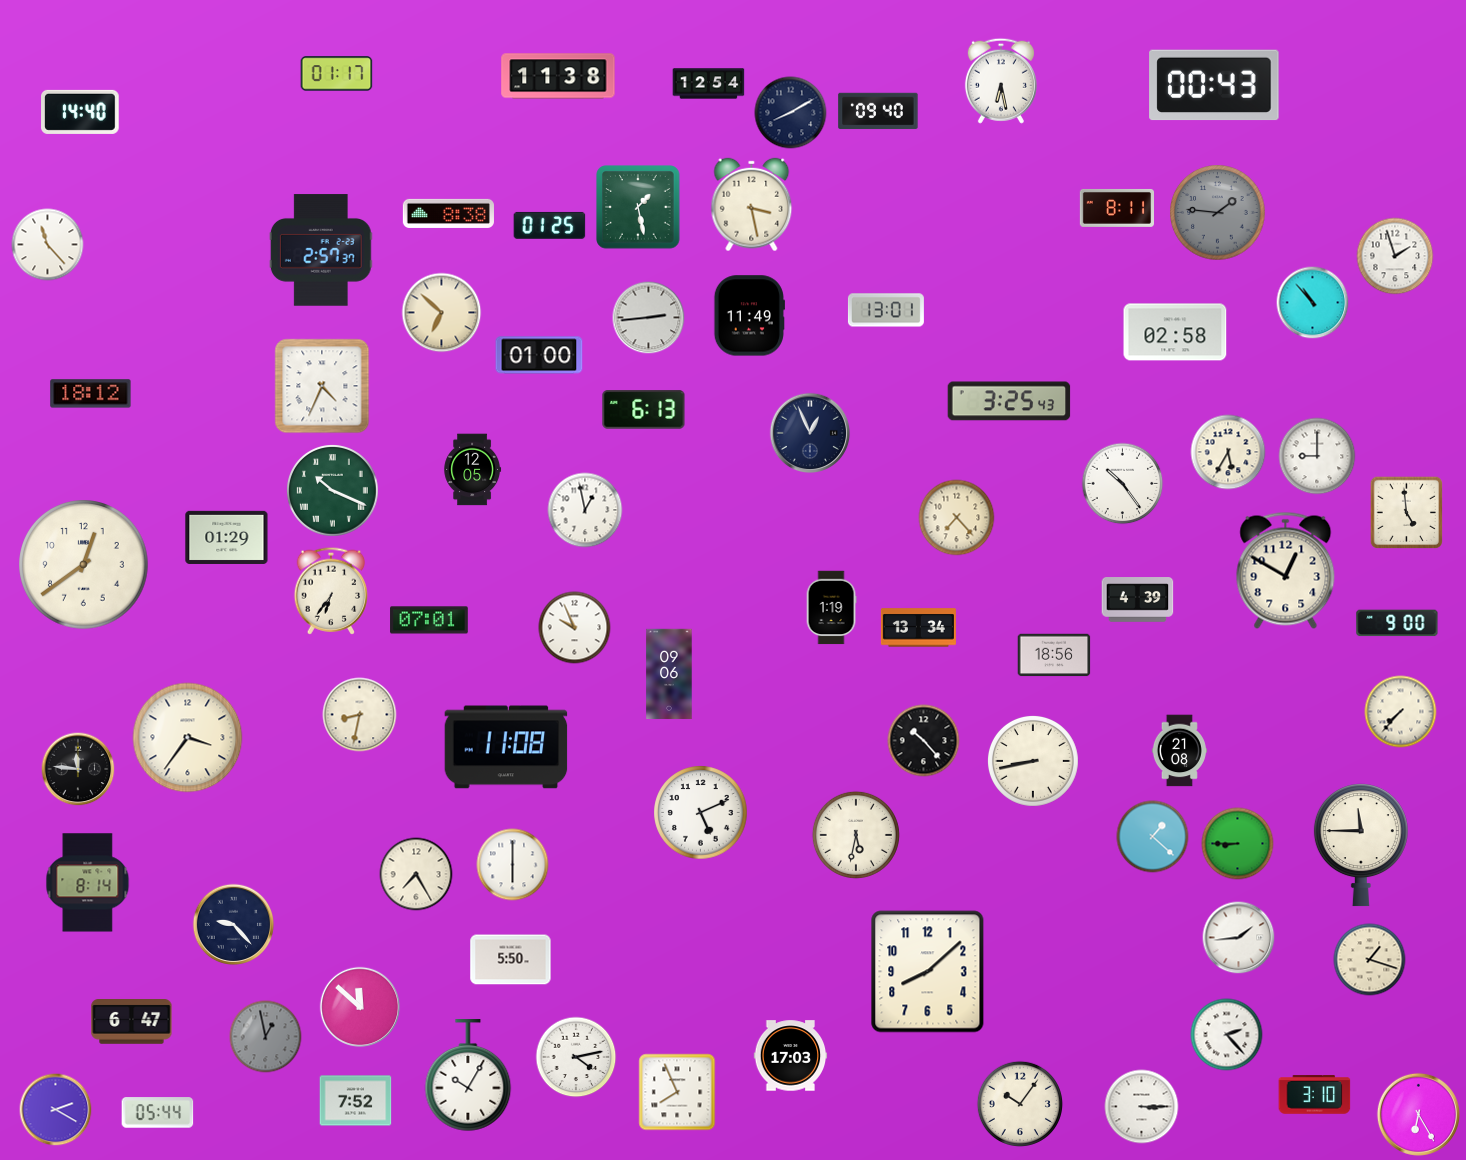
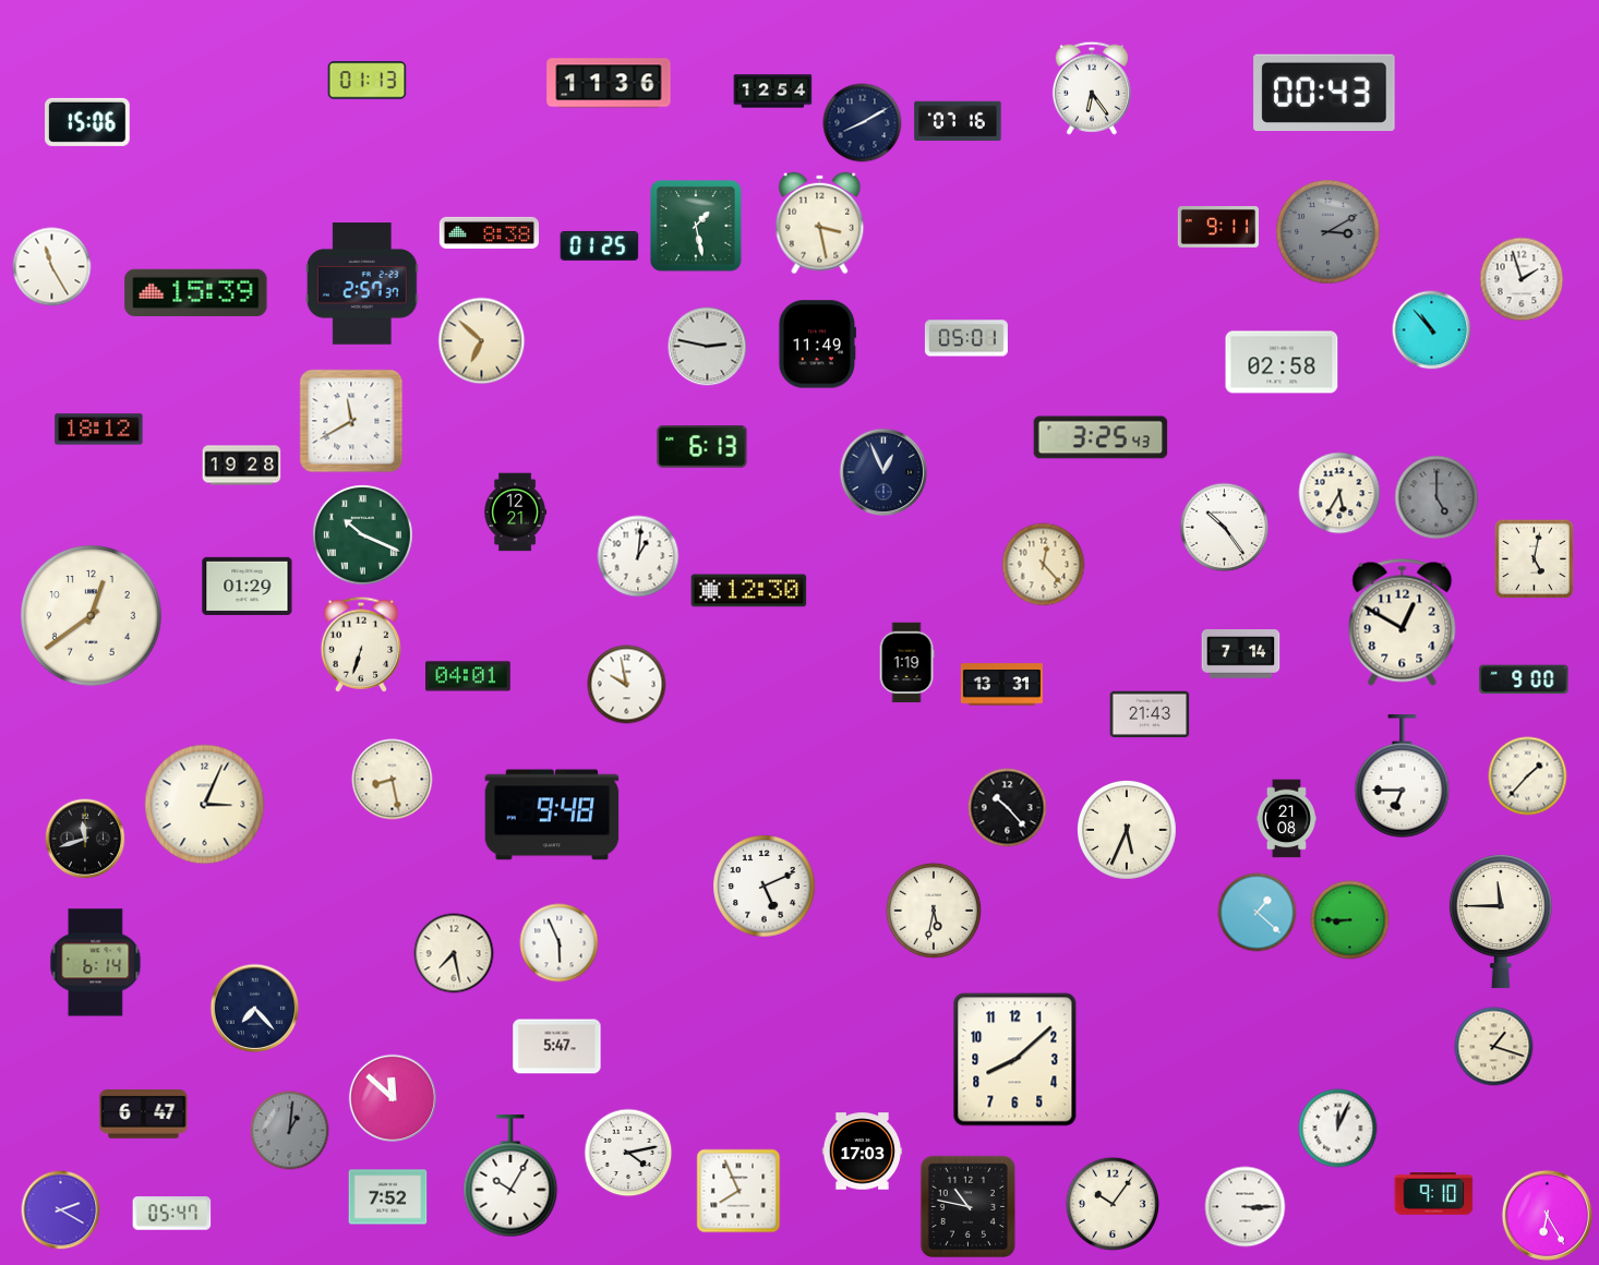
clock at (337, 74): 01:17 -> 01:13
clock at (558, 76): 11:38 -> 11:36
clock at (1001, 81): 6:28 -> 6:24
clock at (878, 111): 09:40 -> 07:16
clock at (80, 112): 14:40 -> 15:06
clock at (1116, 208): 8:11 -> 9:11
clock at (1218, 213): 1:46 -> 3:10
clock at (48, 245): 11:23 -> 11:25
clock at (321, 250) position: (321, 250) -> (362, 284)
clock at (196, 292): none -> 15:39
clock at (886, 310): 13:01 -> 05:01
clock at (649, 318): 2:44 -> 2:47
clock at (539, 355): 01:00 -> none
clock at (322, 386): 4:34 -> 11:40
clock at (242, 466): none -> 19:28
clock at (1317, 456): 9:00 -> 5:00
clock at (1317, 456) dial: white -> grey
clock at (473, 470): 12:05 -> 12:21
clock at (585, 510): 12:58 -> 1:01
clock at (1407, 513): 4:59 -> 5:02
clock at (957, 518): 7:23 -> 12:23
clock at (749, 591): none -> 12:30
clock at (331, 591): 6:36 -> 6:33
clock at (1138, 600): 4:39 -> 7:14
clock at (429, 620): 07:01 -> 04:01
clock at (575, 628): 9:56 -> 9:58
clock at (918, 628): 13:34 -> 13:31
clock at (1054, 655): 18:56 -> 21:43
clock at (669, 674): 09:06 -> none
clock at (1403, 776): none -> 6:45
clock at (1401, 712): 7:37 -> 1:37
clock at (360, 715): 8:32 -> 8:28
clock at (188, 738): 3:36 -> 3:04
clock at (506, 747): 11:08 -> 9:48
clock at (1033, 761): 8:43 -> 5:34
clock at (78, 769): 11:46 -> 11:42
clock at (1361, 845) position: (1361, 845) -> (1501, 921)
clock at (513, 865): 6:00 -> 5:56
clock at (416, 874): 7:25 -> 7:28
clock at (88, 883): 8:14 -> 6:14
clock at (234, 925): 9:23 -> 7:23
clock at (1239, 938): 1:44 -> none
clock at (511, 960): 5:50 -> 5:47
clock at (928, 972) position: (928, 972) -> (1015, 1060)
clock at (1227, 1035): 2:23 -> 12:04
clock at (266, 1037): 12:58 -> 1:01
clock at (468, 1076) position: (468, 1076) -> (510, 1177)
clock at (1315, 1095): 3:10 -> 9:10
clock at (356, 1101) position: (356, 1101) -> (388, 1197)
clock at (967, 1206): none -> 10:47
clock at (158, 1113): 05:44 -> 05:47
